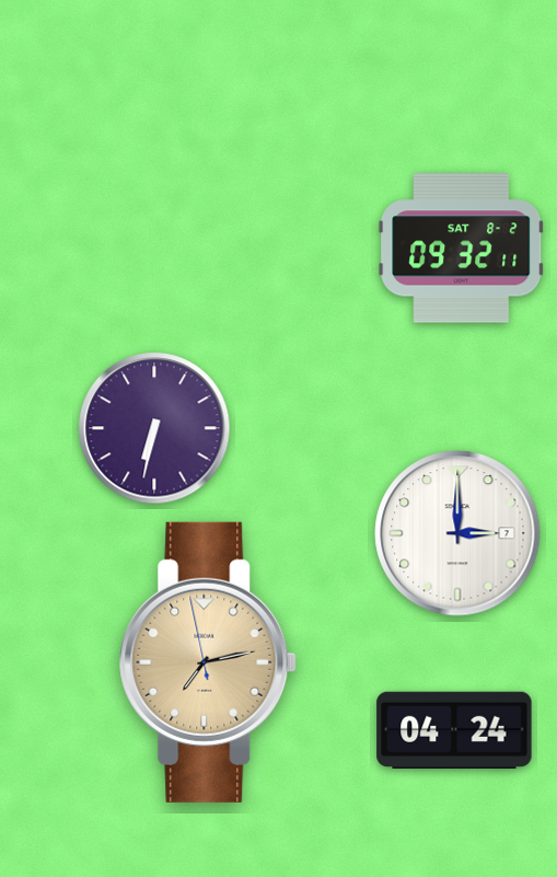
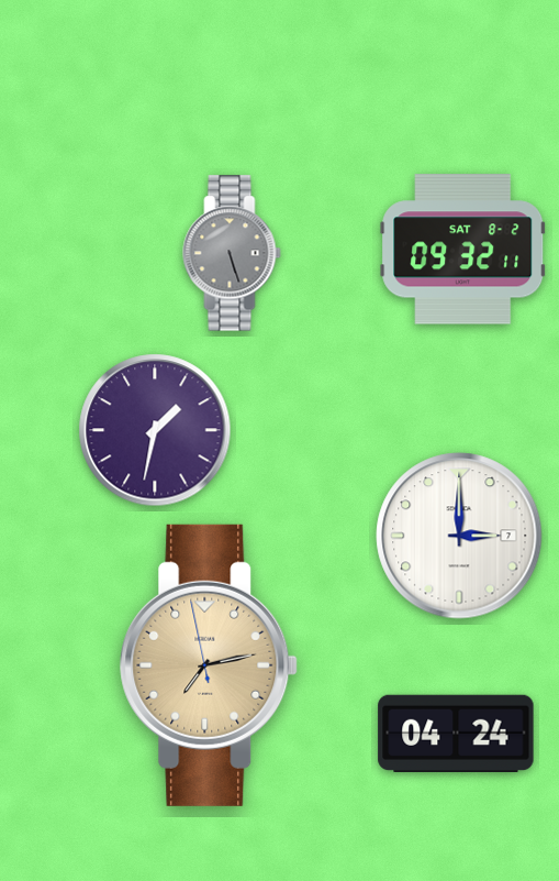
clock at (232, 253): none -> 5:27
clock at (154, 428): 6:32 -> 1:32
